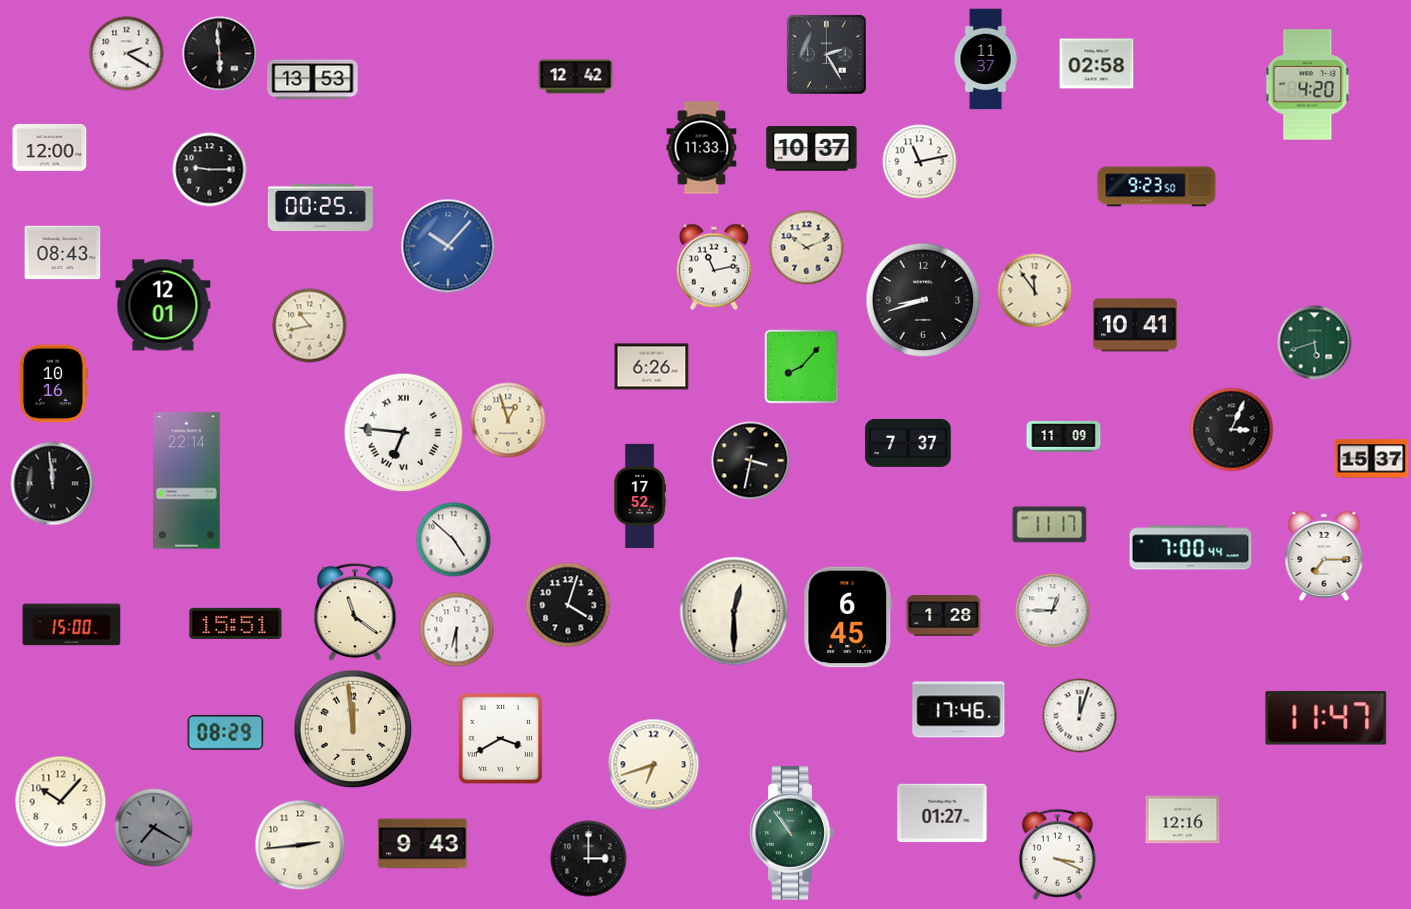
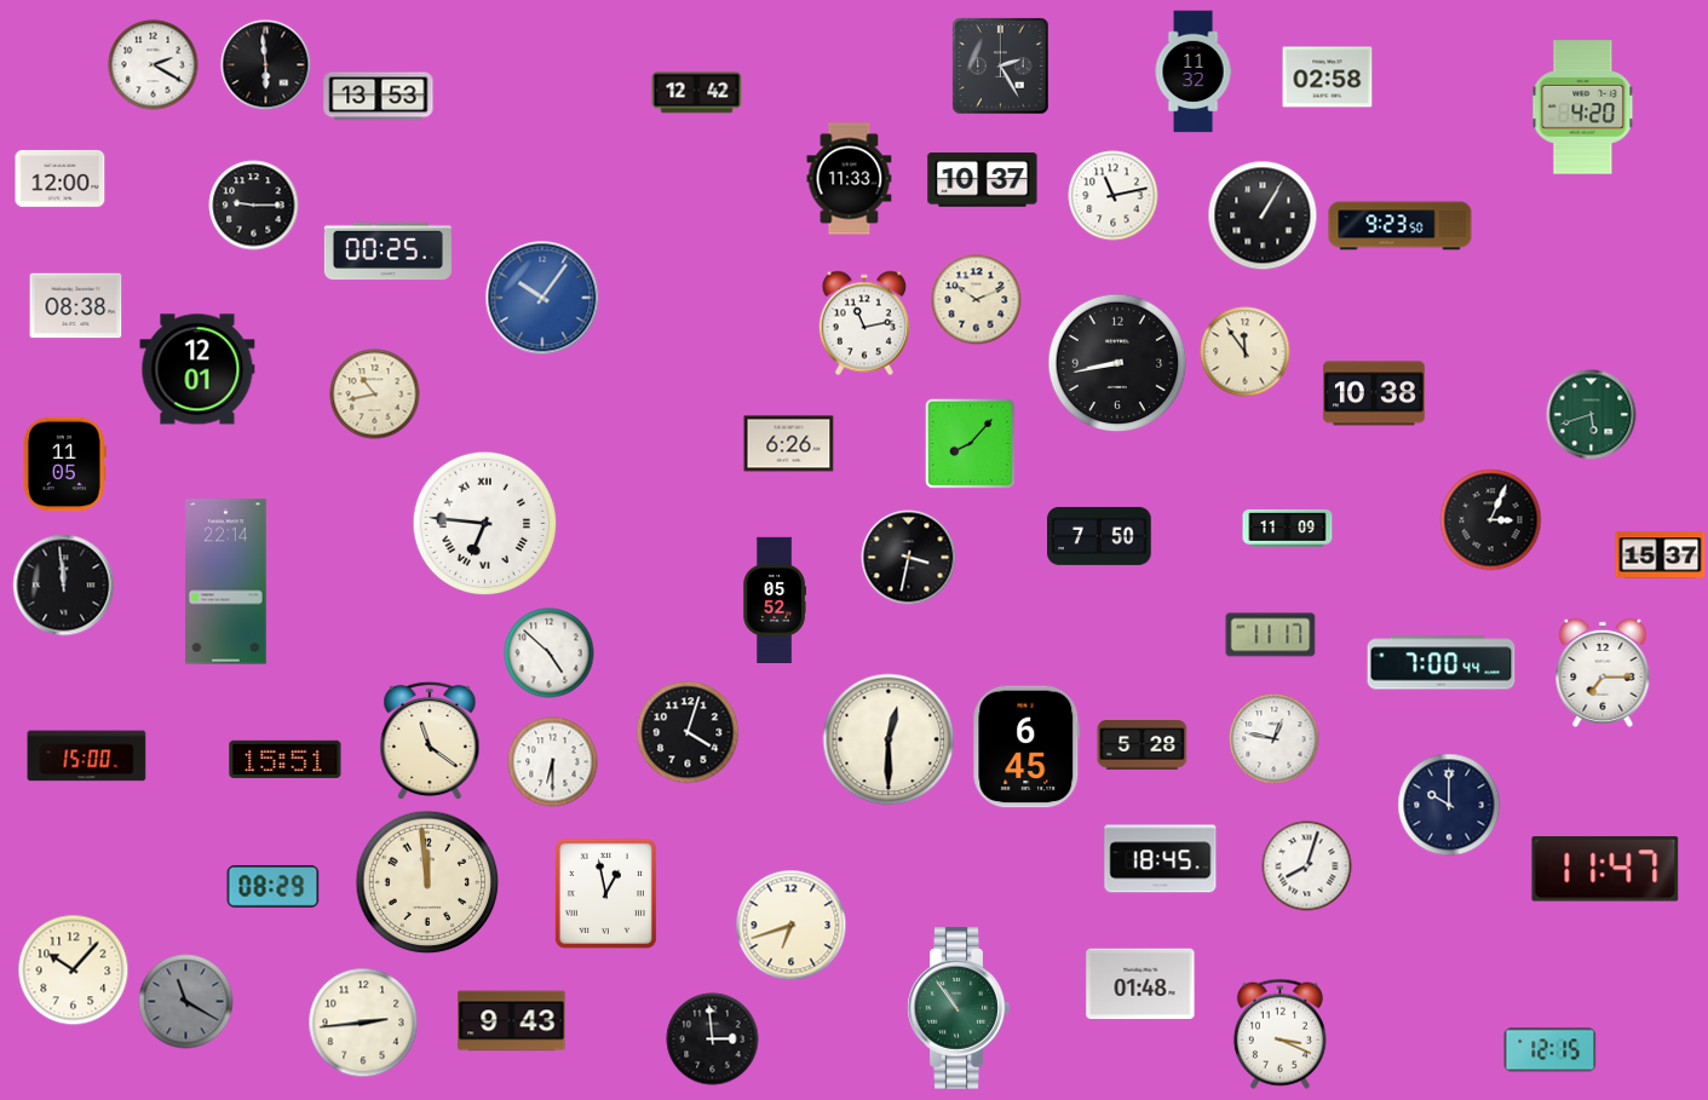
clock at (986, 59): 11:37 -> 11:32
clock at (1308, 85) position: (1308, 85) -> (1583, 108)
clock at (1263, 215): none -> 1:05
clock at (448, 246): 10:07 -> 10:06
clock at (63, 253): 08:43 -> 08:38
clock at (1035, 291) position: (1035, 291) -> (1246, 352)
clock at (923, 300): 8:42 -> 8:43
clock at (1135, 325): 10:41 -> 10:38
clock at (53, 384): 10:16 -> 11:05
clock at (508, 420): 12:57 -> none
clock at (404, 433) position: (404, 433) -> (485, 524)
clock at (908, 443): 7:37 -> 7:50
clock at (639, 495): 17:52 -> 05:52
clock at (1053, 611): 12:45 -> 12:47
clock at (944, 616): 1:28 -> 5:28
clock at (236, 623) position: (236, 623) -> (286, 759)
clock at (1449, 805): none -> 10:00
clock at (959, 710): 17:46 -> 18:45
clock at (1080, 716): 12:03 -> 8:03
clock at (500, 738): 3:40 -> 12:58
clock at (942, 813): 01:27 -> 01:48
clock at (1183, 820): 12:16 -> none
clock at (154, 828): 7:20 -> 11:20
clock at (589, 859): 3:00 -> 2:59
clock at (1551, 1050): none -> 12:15
